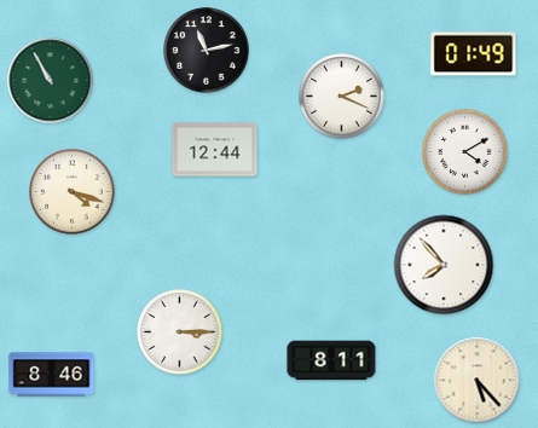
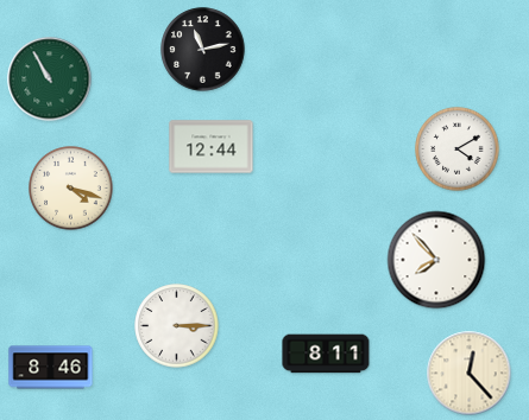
clock at (474, 54): 01:49 -> none
clock at (342, 97): 2:19 -> none
clock at (478, 381): 5:23 -> 12:23
